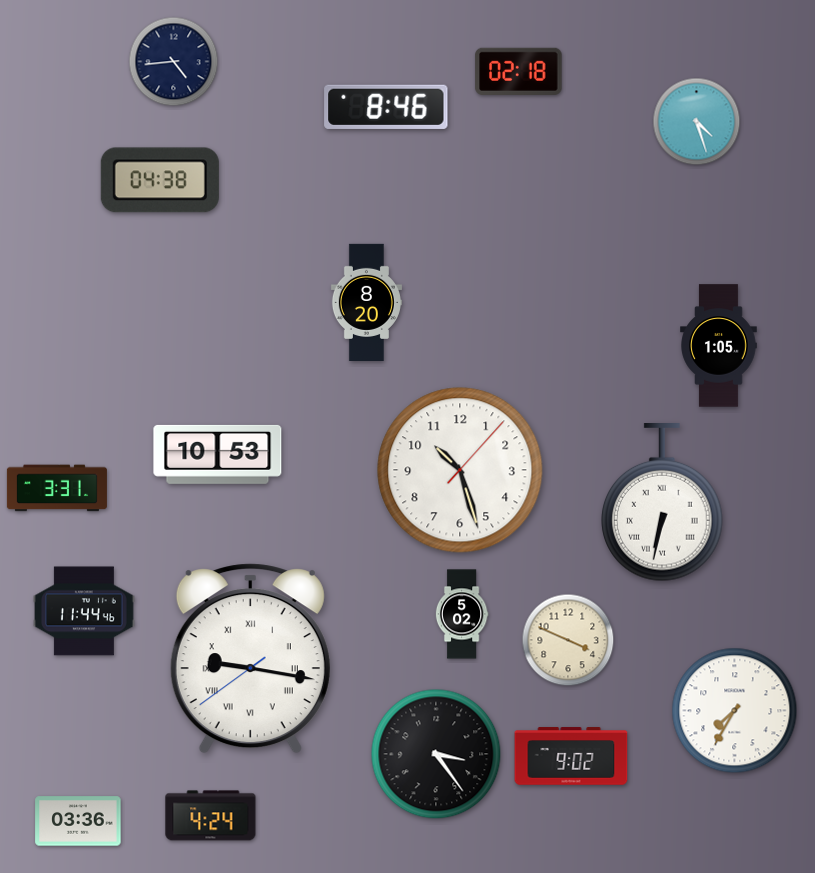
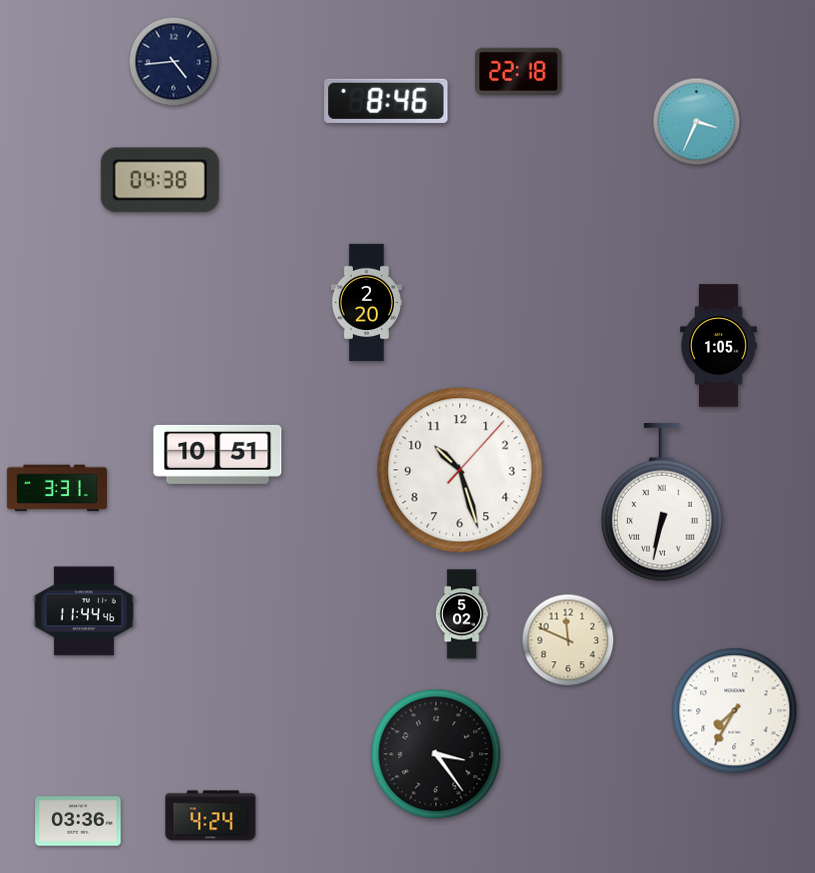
clock at (519, 71): 02:18 -> 22:18
clock at (386, 107) position: (386, 107) -> (386, 101)
clock at (697, 122): 4:27 -> 3:34
clock at (366, 302): 8:20 -> 2:20
clock at (218, 454): 10:53 -> 10:51
clock at (568, 640): 3:49 -> 11:49
clock at (250, 659): 9:16 -> none
clock at (571, 756): 9:02 -> none
